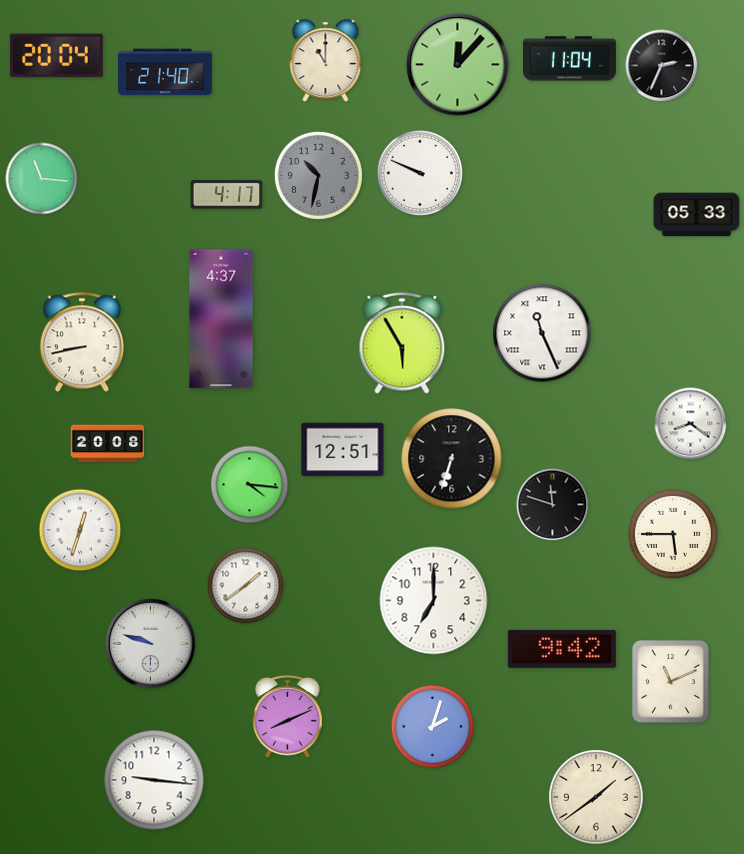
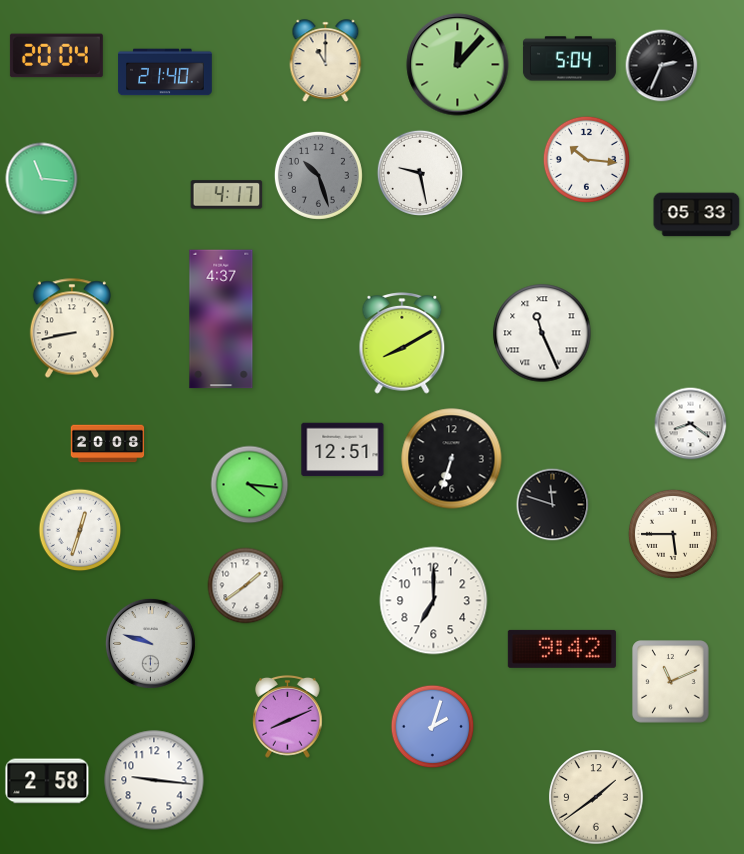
clock at (569, 59): 11:04 -> 5:04
clock at (586, 159): none -> 10:16
clock at (419, 172): 9:49 -> 9:28
clock at (318, 175): 10:32 -> 10:27
clock at (82, 342) position: (82, 342) -> (72, 328)
clock at (402, 343): 5:55 -> 8:10
clock at (47, 781): none -> 2:58
